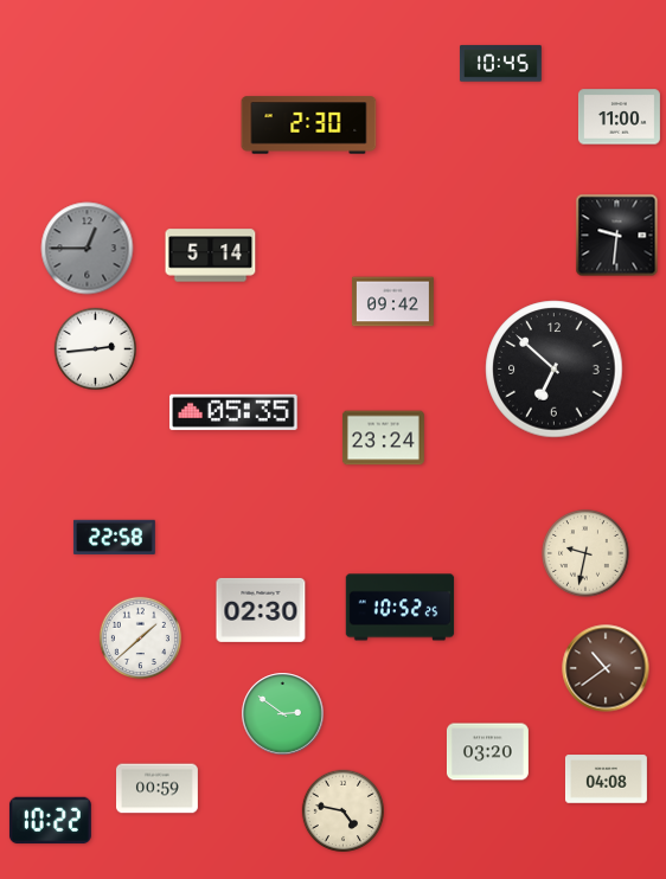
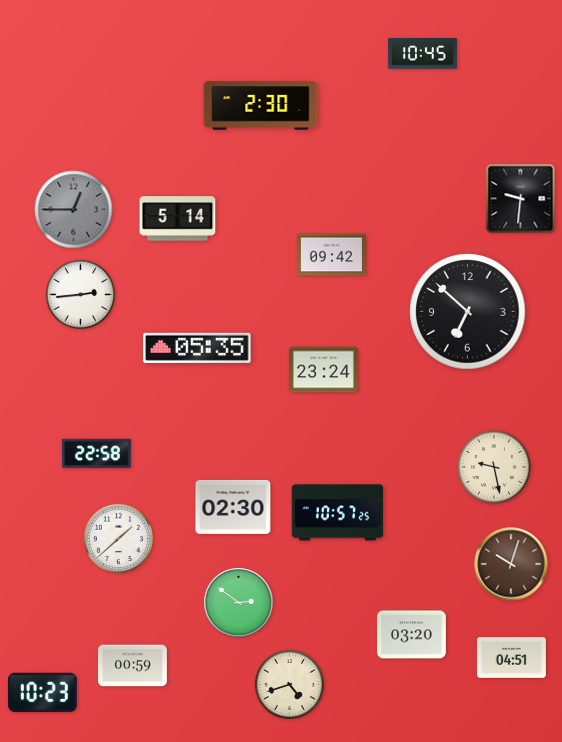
clock at (619, 117): 11:00 -> none
clock at (211, 256) position: (211, 256) -> (178, 219)
clock at (585, 553): 9:32 -> 9:28
clock at (401, 608): 10:52 -> 10:57
clock at (261, 610) position: (261, 610) -> (233, 507)
clock at (606, 668): 10:39 -> 10:03
clock at (606, 779): 04:08 -> 04:51
clock at (342, 810): 4:47 -> 4:42
clock at (50, 821): 10:22 -> 10:23
